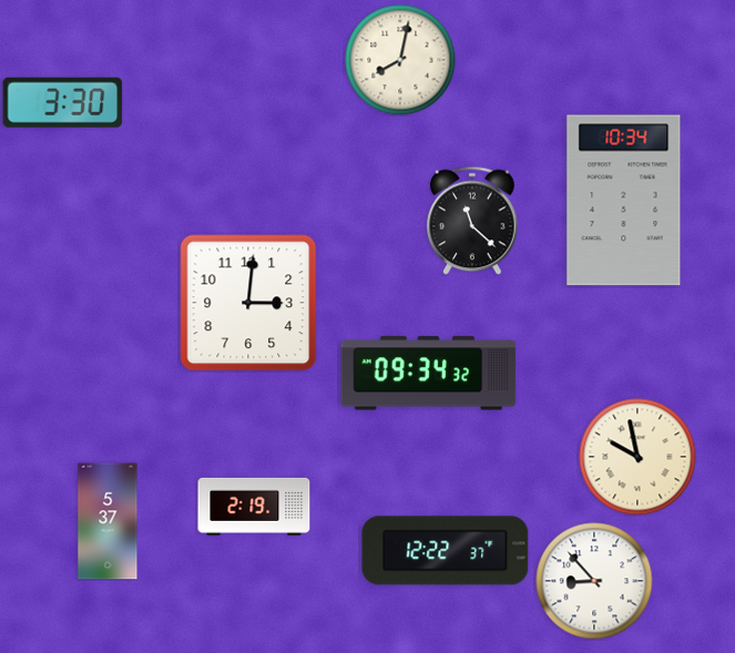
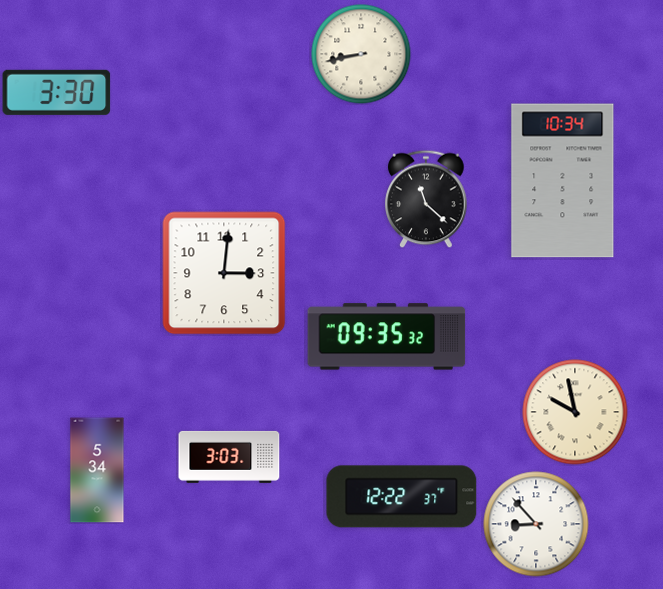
clock at (400, 60): 8:02 -> 8:43
clock at (429, 374): 09:34 -> 09:35
clock at (254, 507): 2:19 -> 3:03
clock at (108, 521): 5:37 -> 5:34
